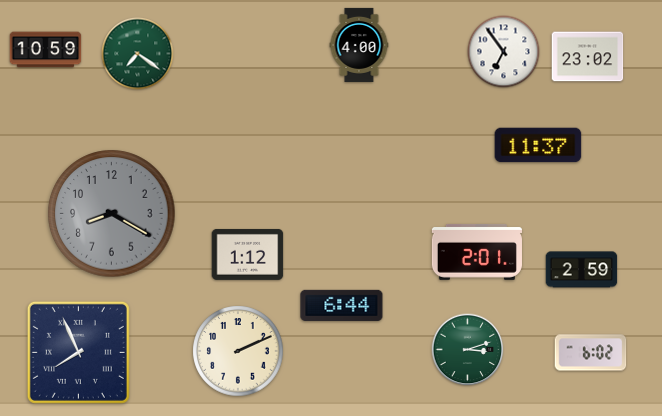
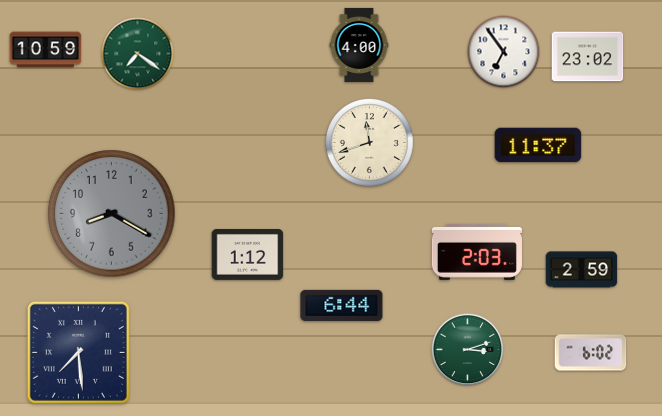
clock at (369, 142): none -> 11:42
clock at (477, 252): 2:01 -> 2:03
clock at (238, 351): 2:11 -> none
clock at (78, 352): 7:56 -> 7:29
